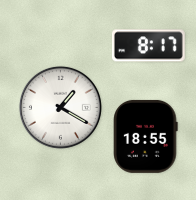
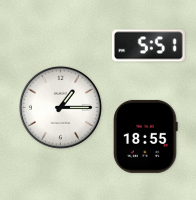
clock at (148, 46): 8:17 -> 5:51
clock at (60, 107): 1:20 -> 1:15
